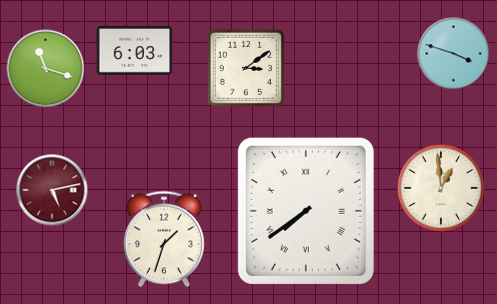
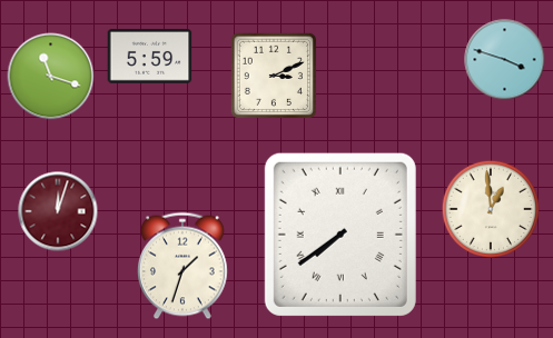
clock at (135, 51): 6:03 -> 5:59
clock at (246, 68): 3:09 -> 3:11
clock at (52, 190): 5:13 -> 12:03
